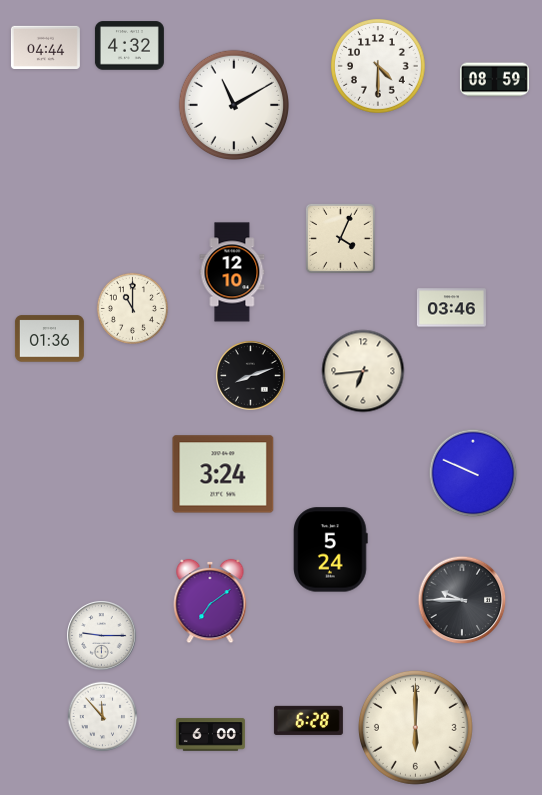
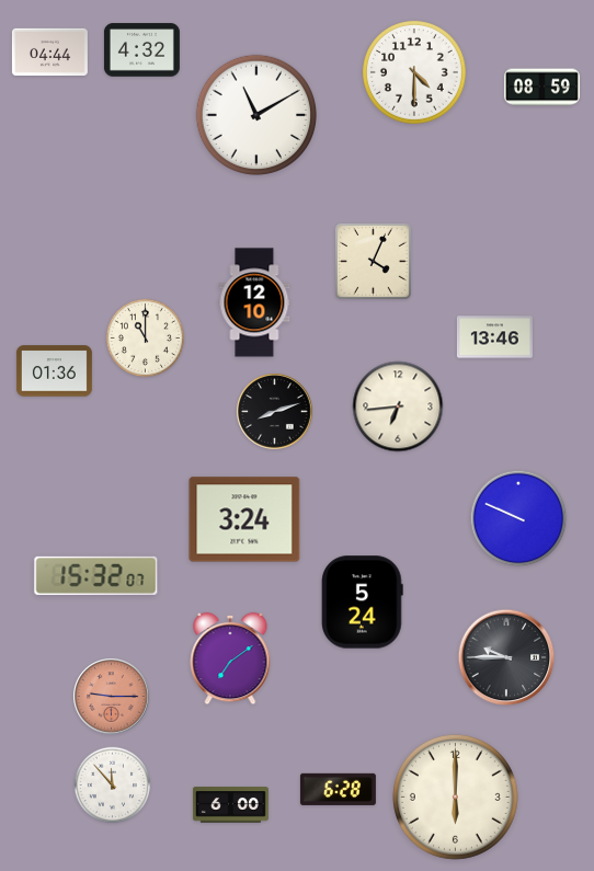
clock at (232, 272) position: (232, 272) -> (254, 302)
clock at (451, 308): 03:46 -> 13:46
clock at (96, 575): none -> 15:32
clock at (102, 636) dial: white -> salmon
